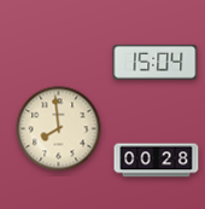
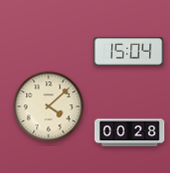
clock at (59, 129): 7:59 -> 4:08
